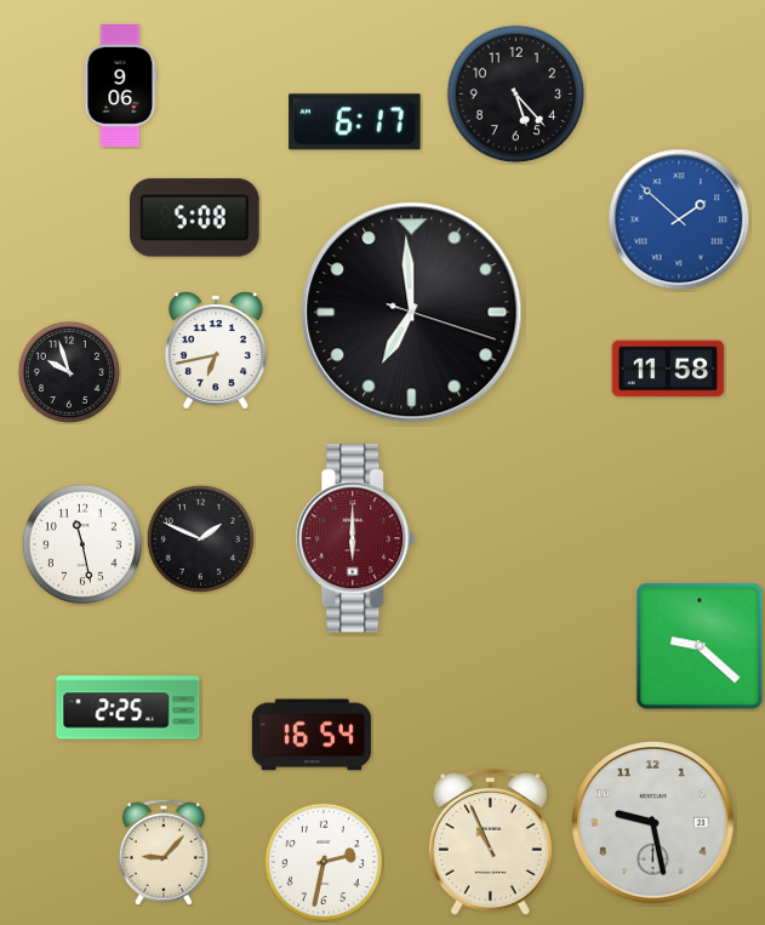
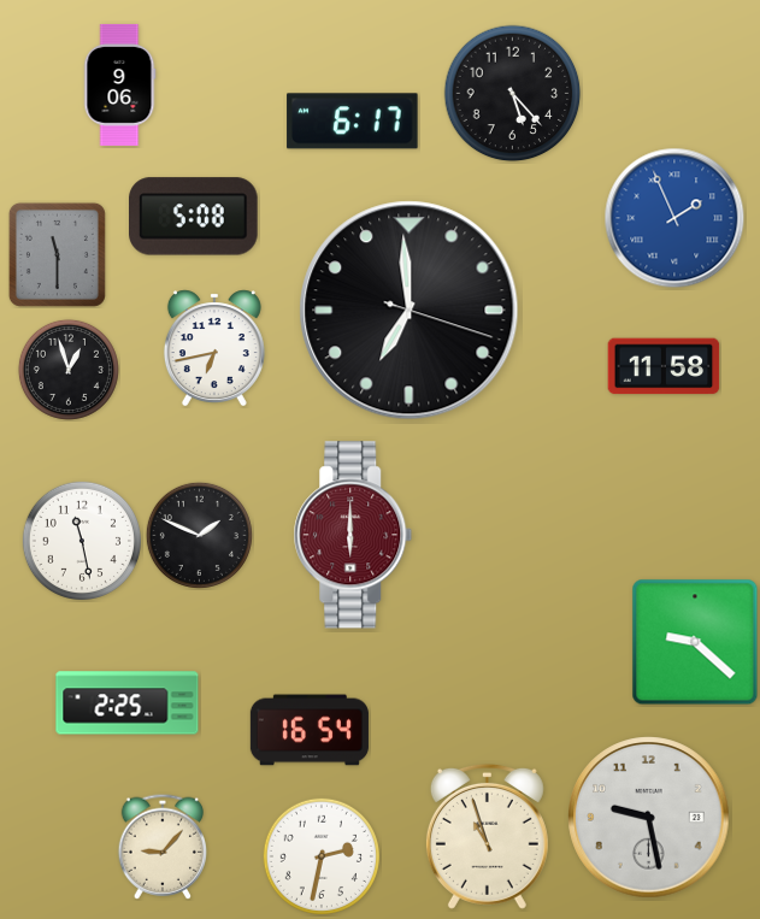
clock at (679, 219): 1:52 -> 1:56
clock at (57, 254): none -> 11:30
clock at (69, 372): 9:57 -> 12:57
clock at (490, 841): 10:56 -> 10:57
